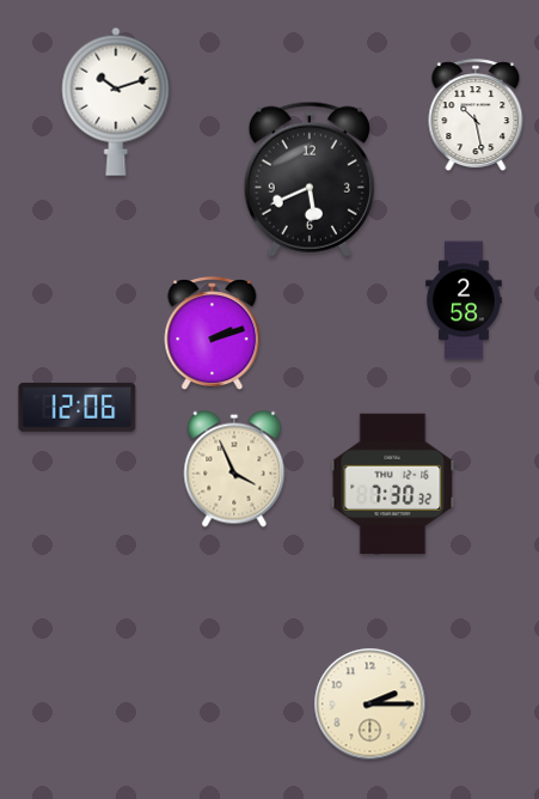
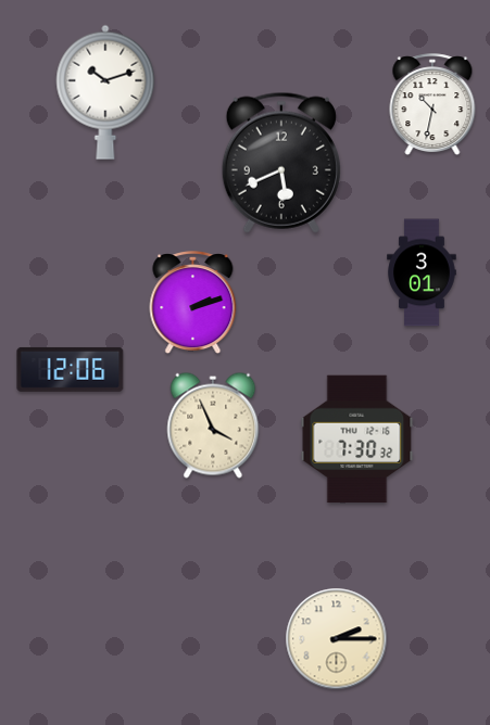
clock at (476, 116): 10:28 -> 10:32
clock at (464, 300): 2:58 -> 3:01
